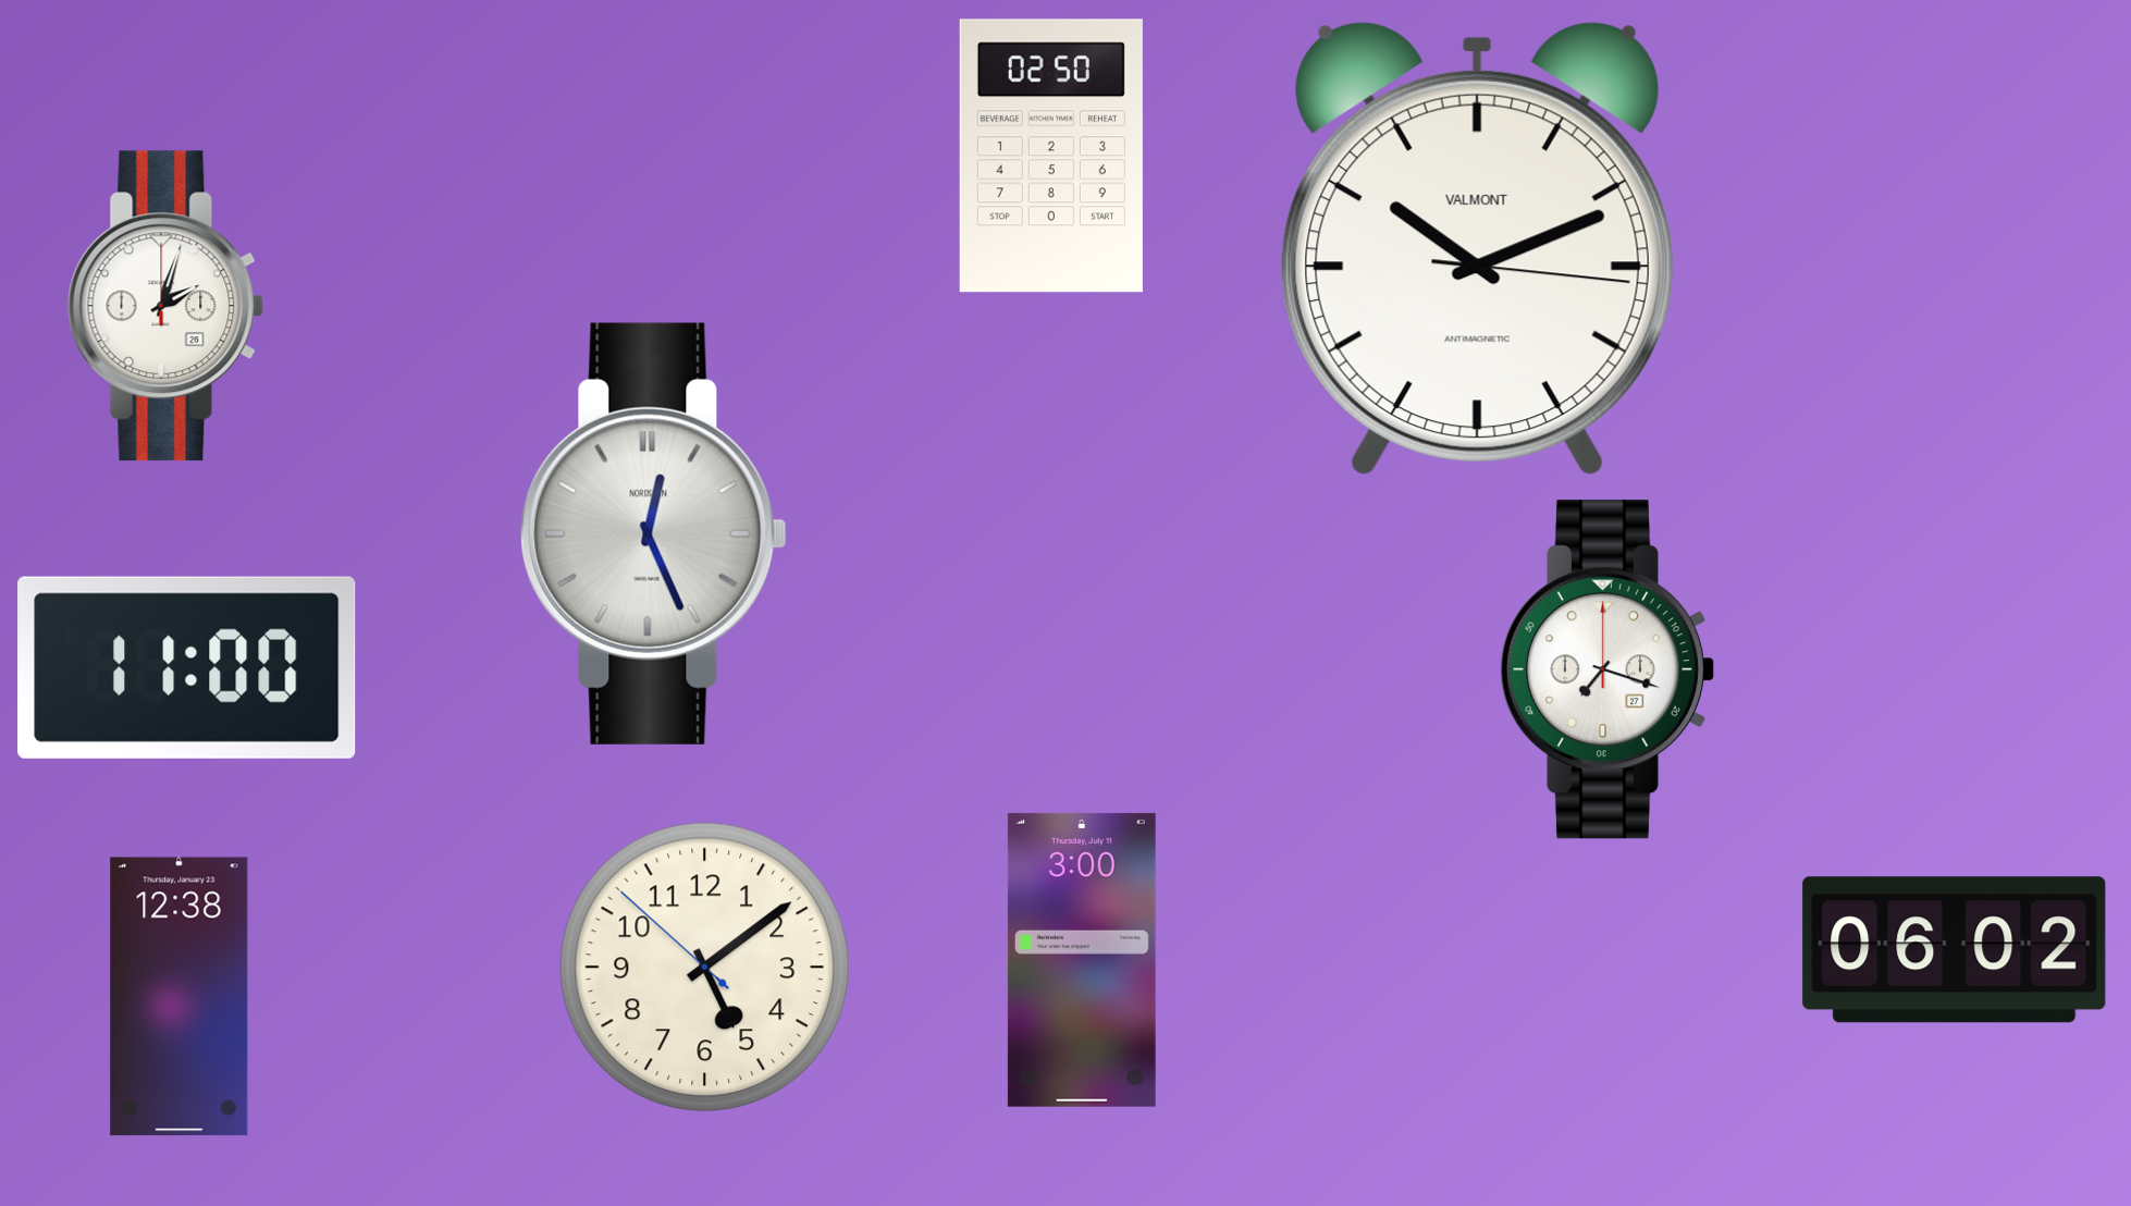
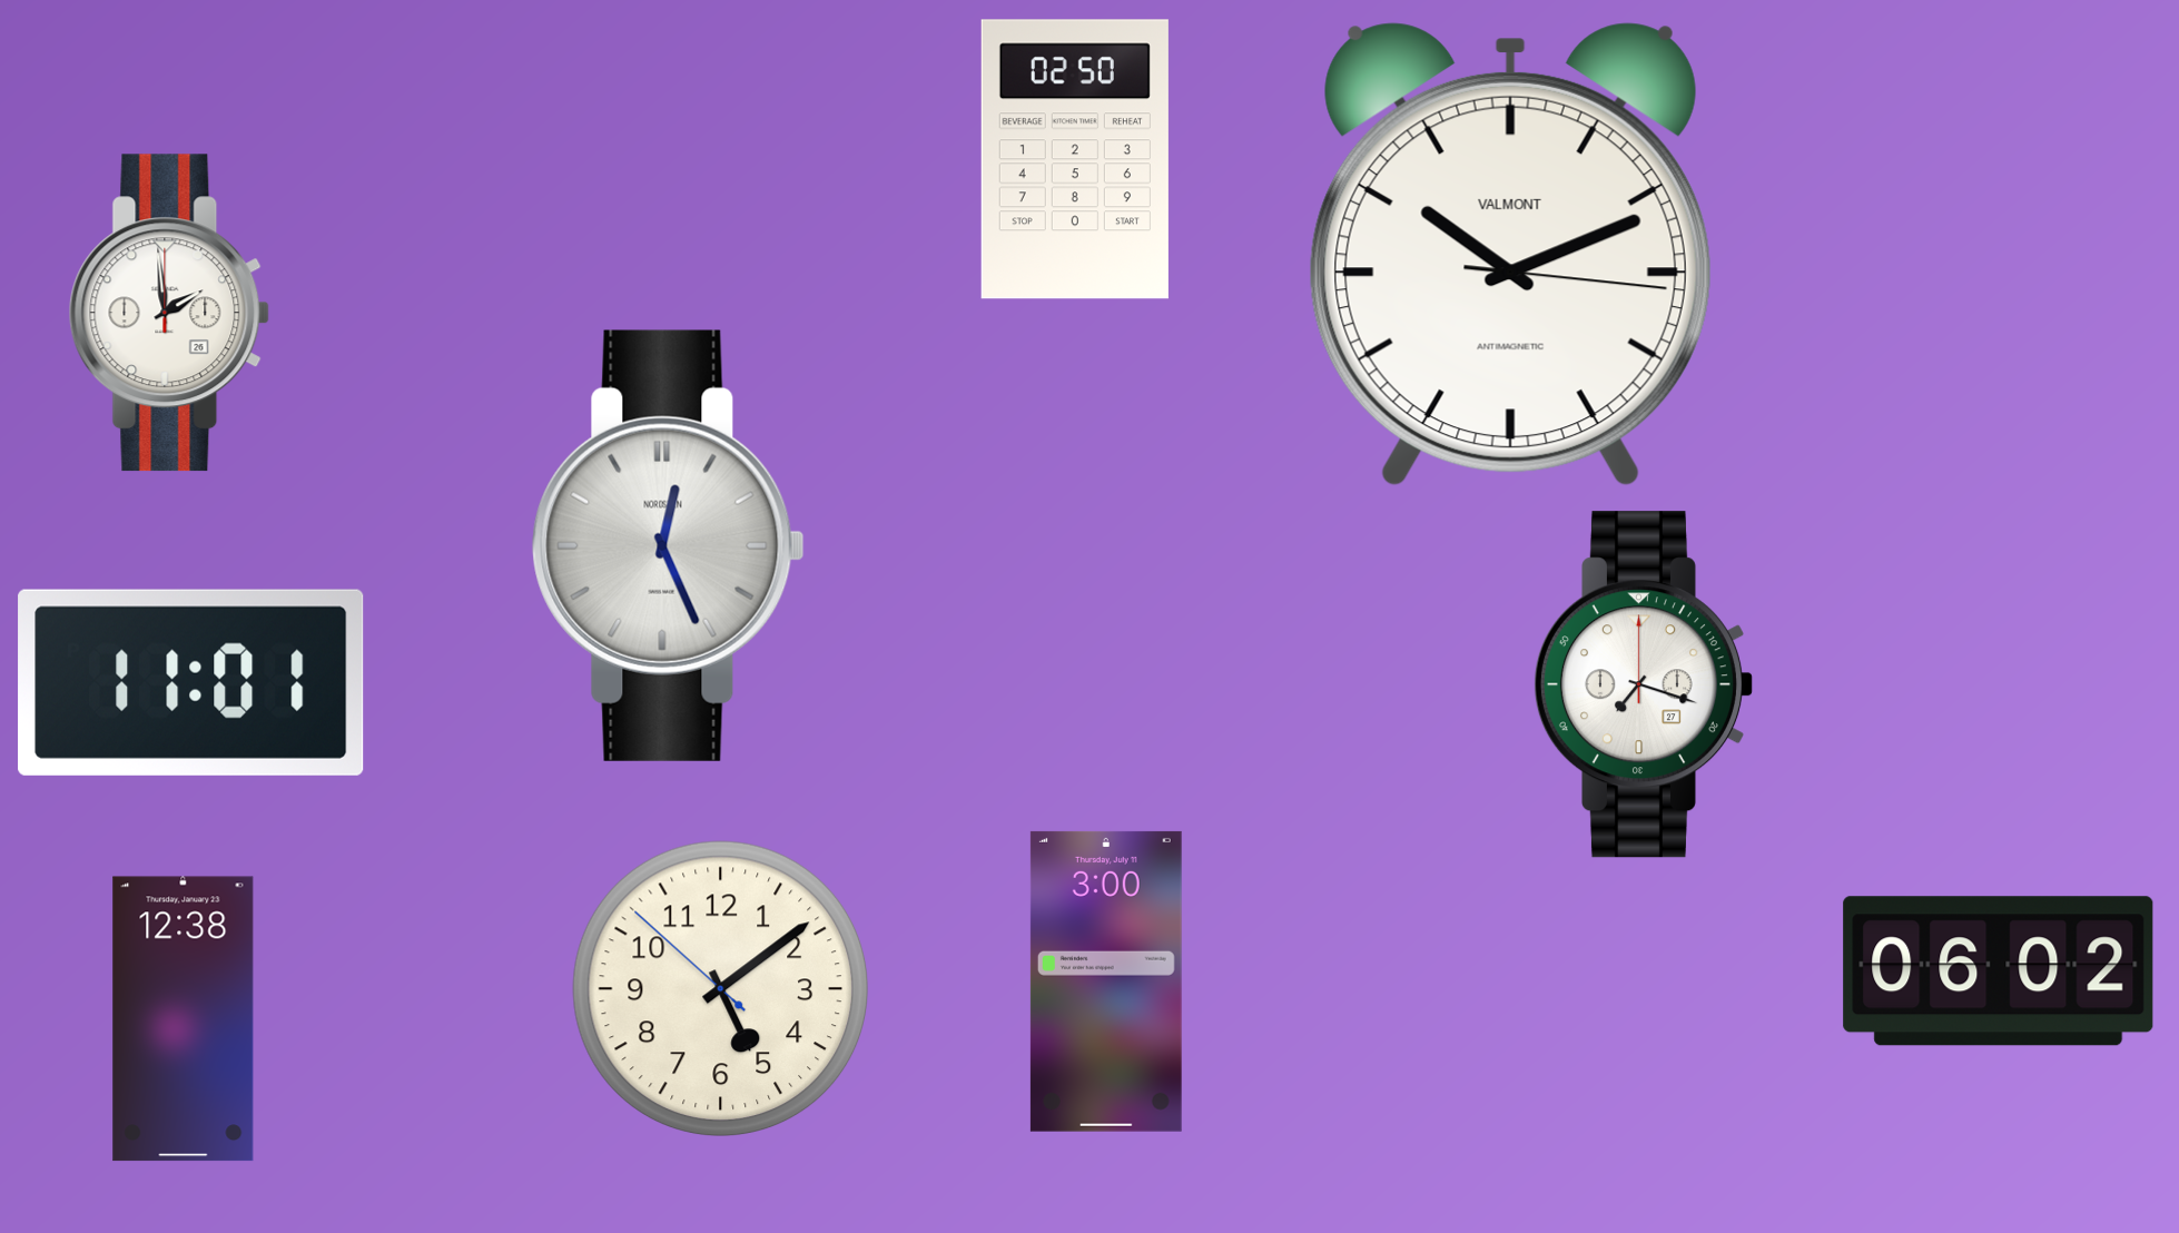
clock at (165, 306): 2:03 -> 1:59
clock at (187, 667): 11:00 -> 11:01
